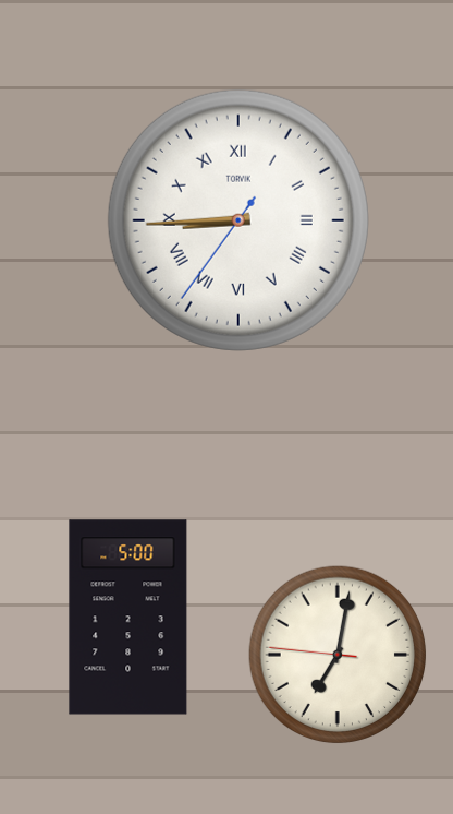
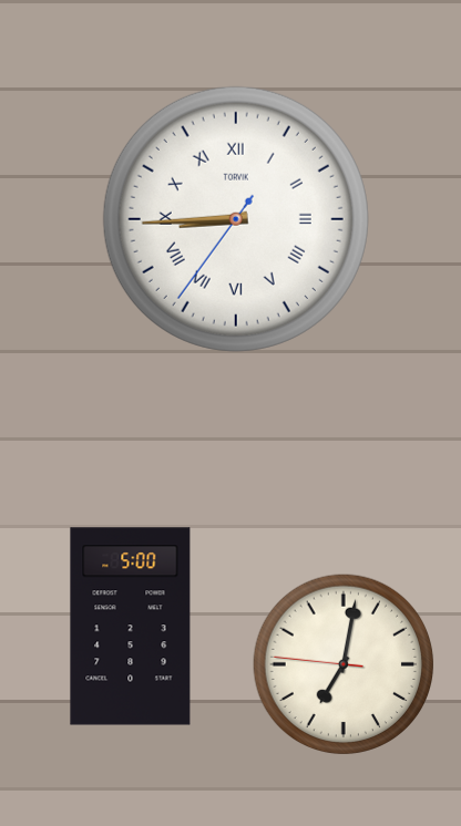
clock at (238, 220) position: (238, 220) -> (236, 219)
